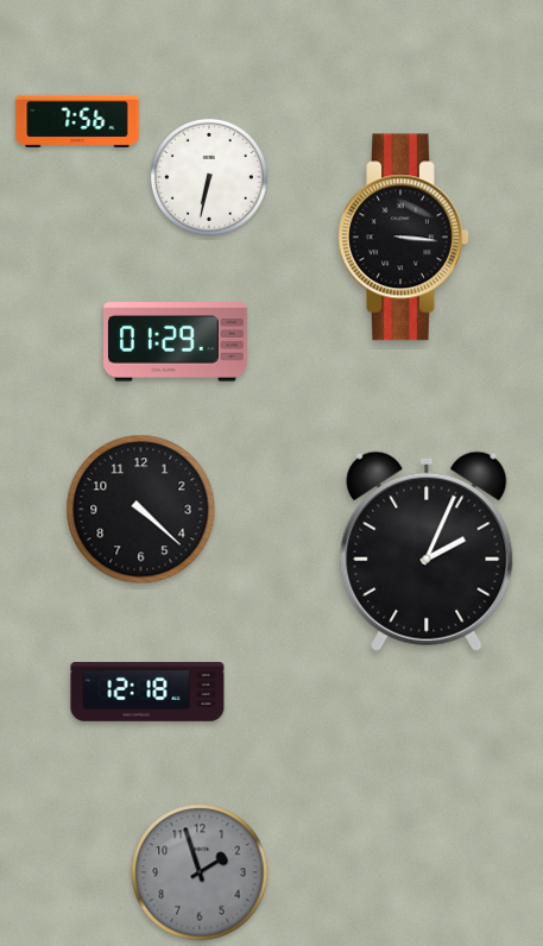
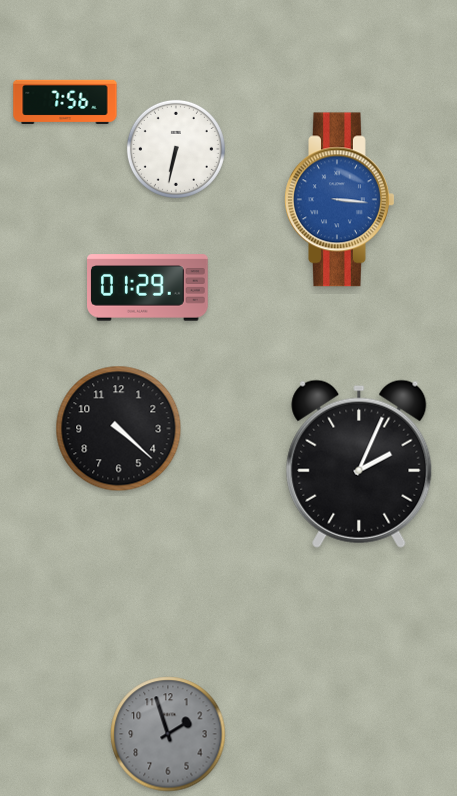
clock at (404, 238) dial: black -> blue
clock at (147, 692): 12:18 -> none
